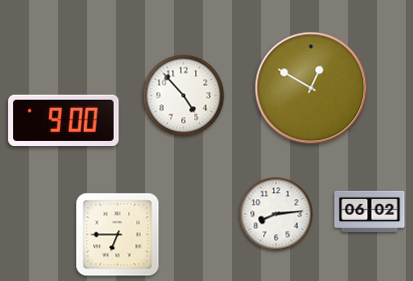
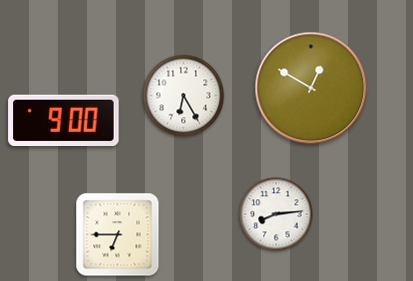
clock at (184, 96): 4:53 -> 6:25
clock at (370, 211): 06:02 -> none
